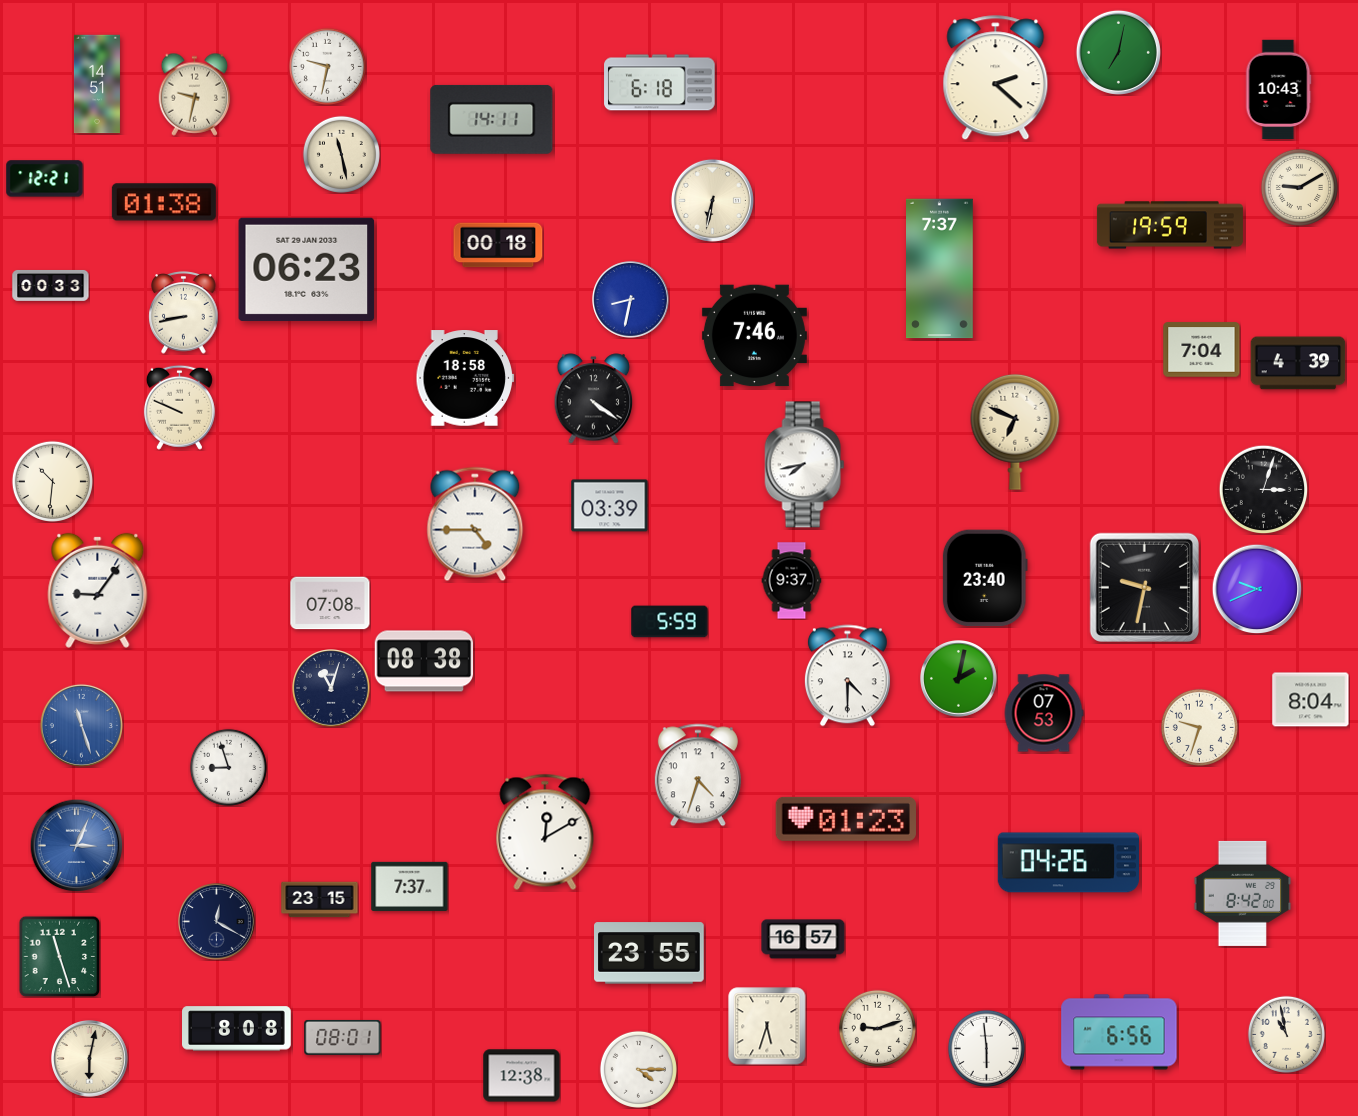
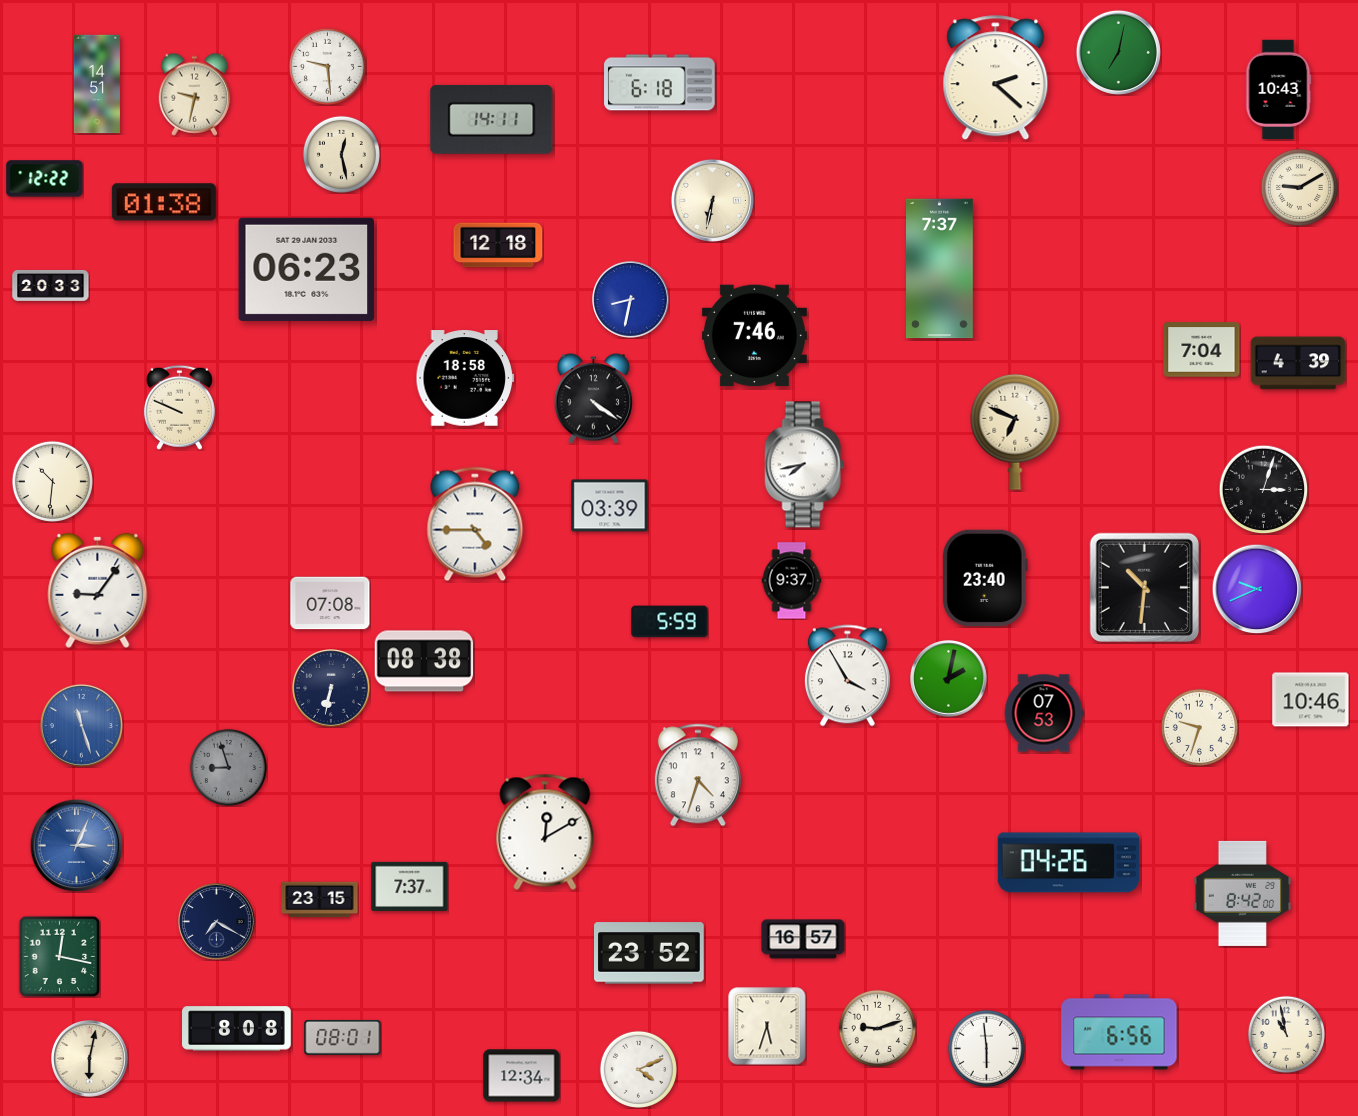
clock at (327, 66): 9:32 -> 9:29
clock at (341, 154): 11:28 -> 12:28
clock at (45, 179): 12:21 -> 12:22
clock at (1170, 225): 19:59 -> none
clock at (498, 245): 00:18 -> 12:18
clock at (51, 285): 00:33 -> 20:33
clock at (184, 313): 8:43 -> none
clock at (1144, 587): 9:32 -> 10:31
clock at (847, 676): 4:30 -> 3:55
clock at (959, 679) position: (959, 679) -> (949, 679)
clock at (332, 689): 11:03 -> 6:32
clock at (1311, 700): 8:04 -> 10:46
clock at (228, 767) dial: white -> grey
clock at (845, 819): 01:23 -> none
clock at (217, 922): 12:20 -> 7:20
clock at (650, 953): 23:55 -> 23:52
clock at (59, 956): 11:27 -> 12:17
clock at (638, 1069): 4:15 -> 4:11
clock at (522, 1076): 12:38 -> 12:34
